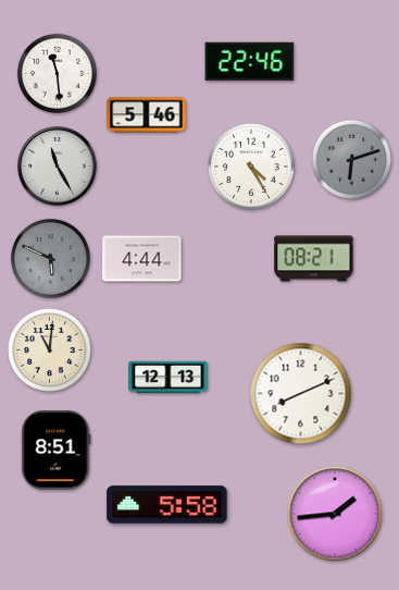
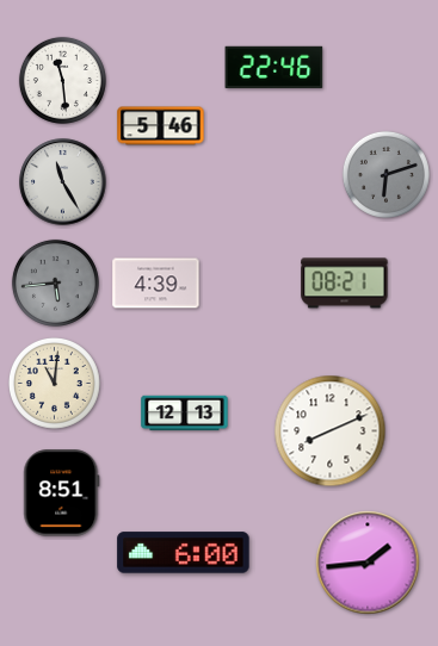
clock at (251, 167): 4:25 -> none
clock at (50, 258): 5:49 -> 5:44
clock at (142, 259): 4:44 -> 4:39
clock at (167, 505): 5:58 -> 6:00
